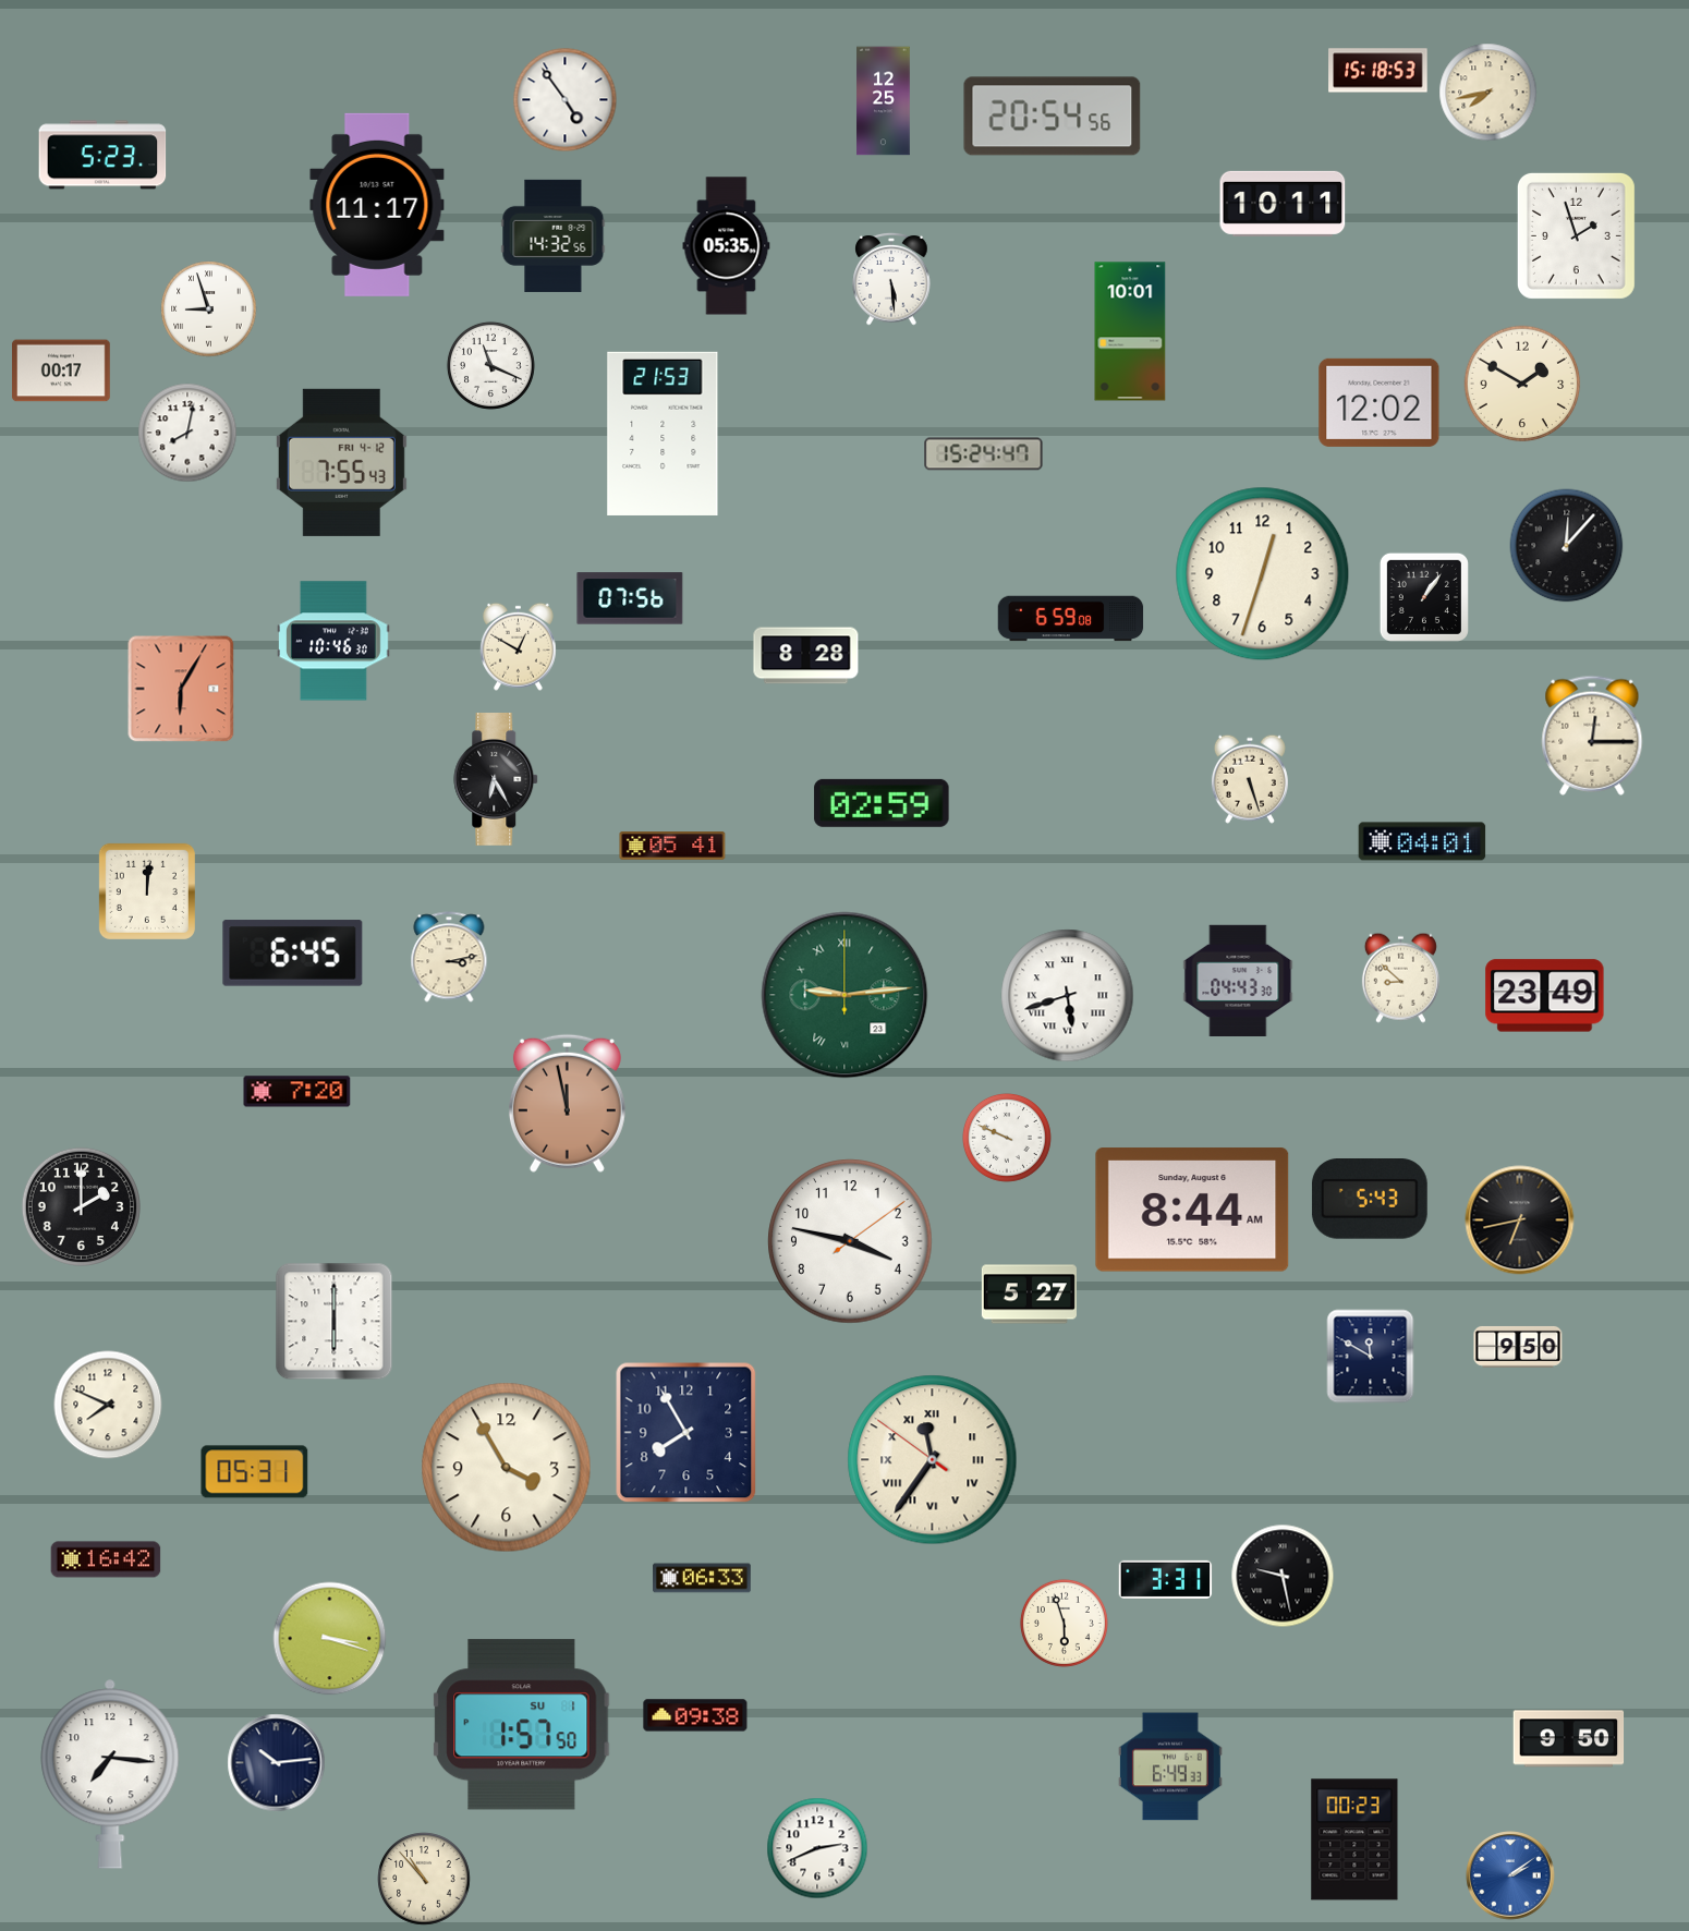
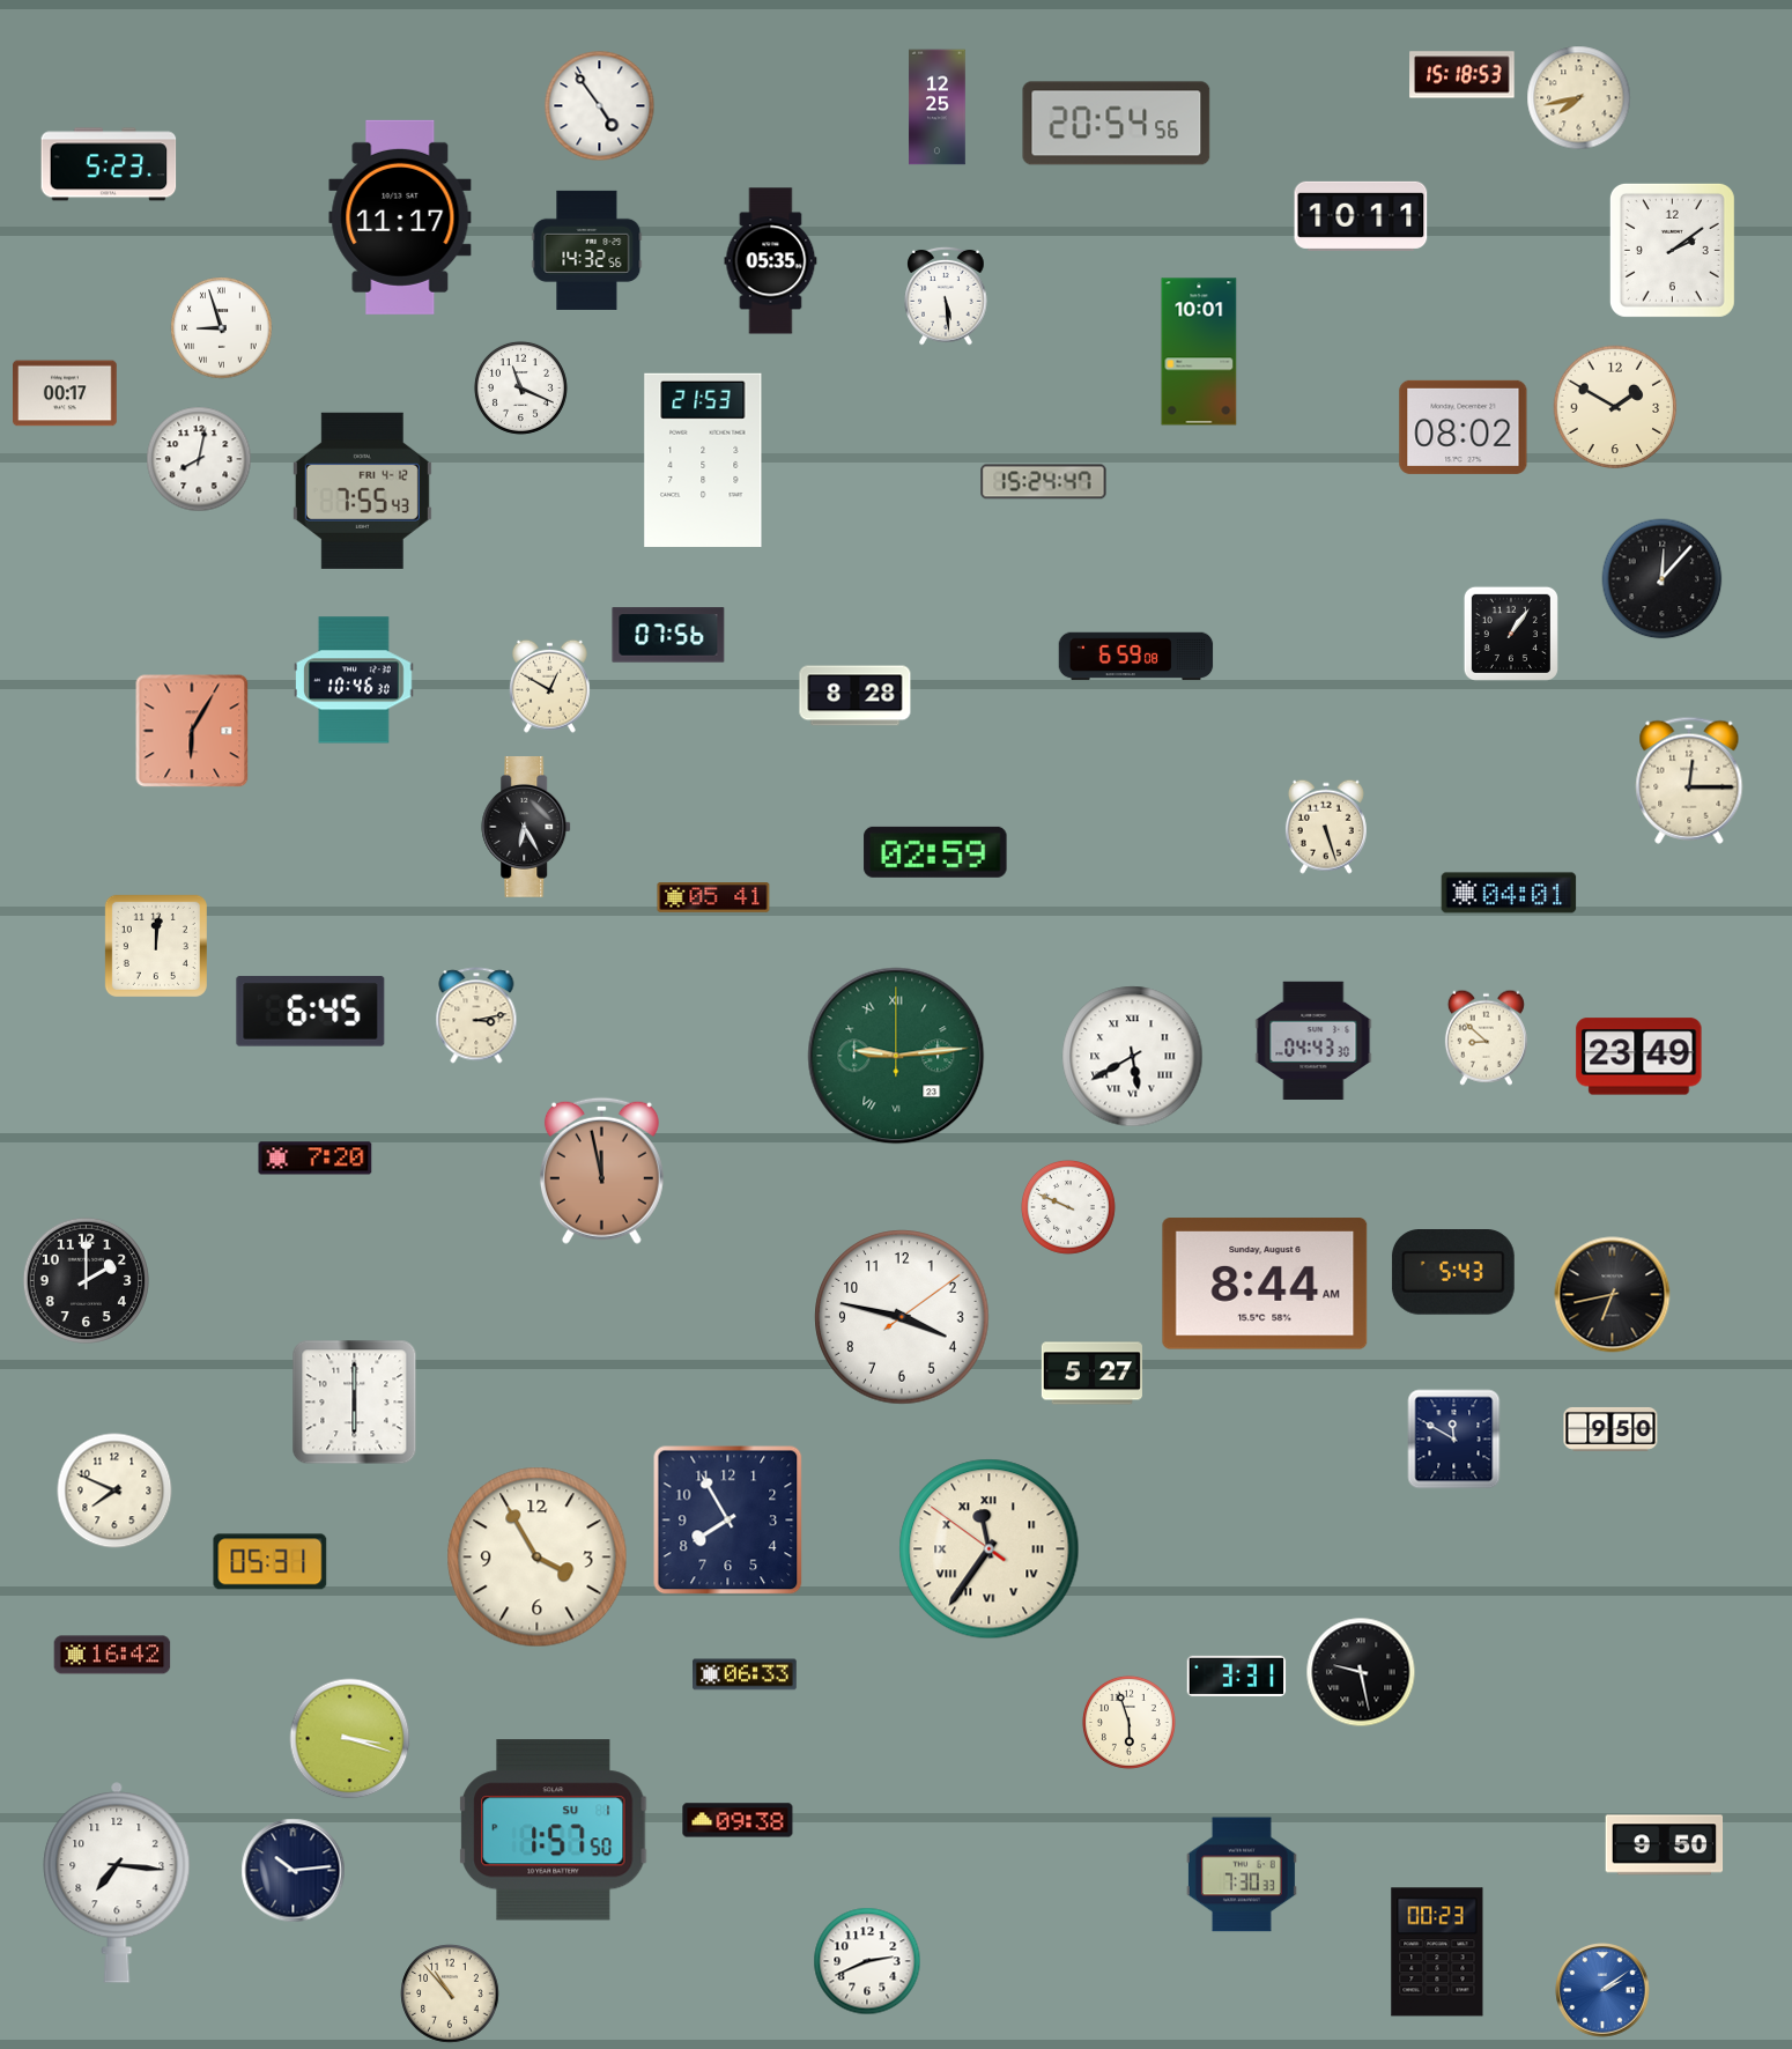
clock at (1576, 235): 1:57 -> 2:09
clock at (1380, 402): 12:02 -> 08:02
clock at (1263, 574): 12:33 -> none
clock at (1068, 996): 5:42 -> 5:40
clock at (1170, 1766): 6:49 -> 7:30
